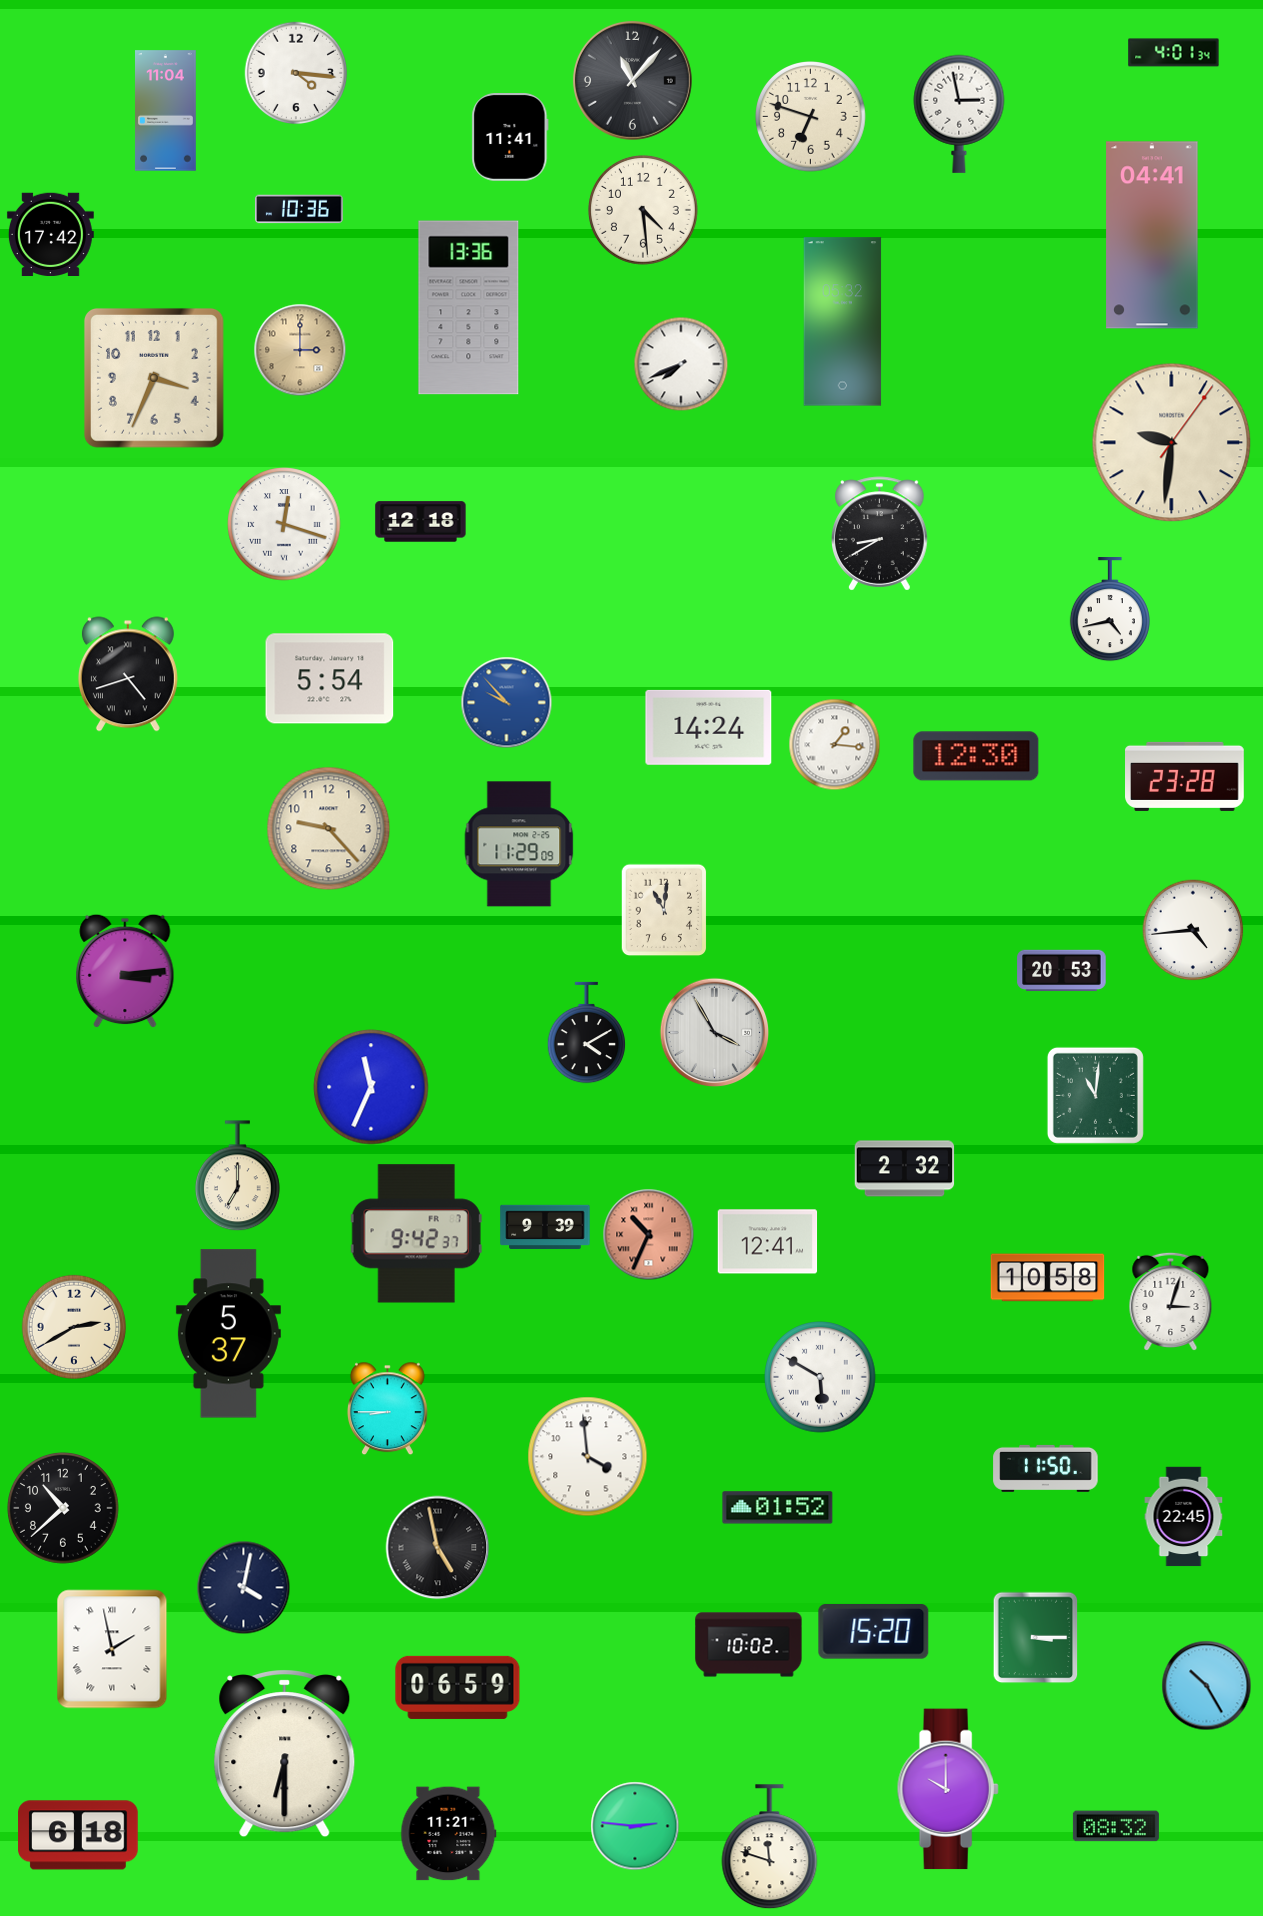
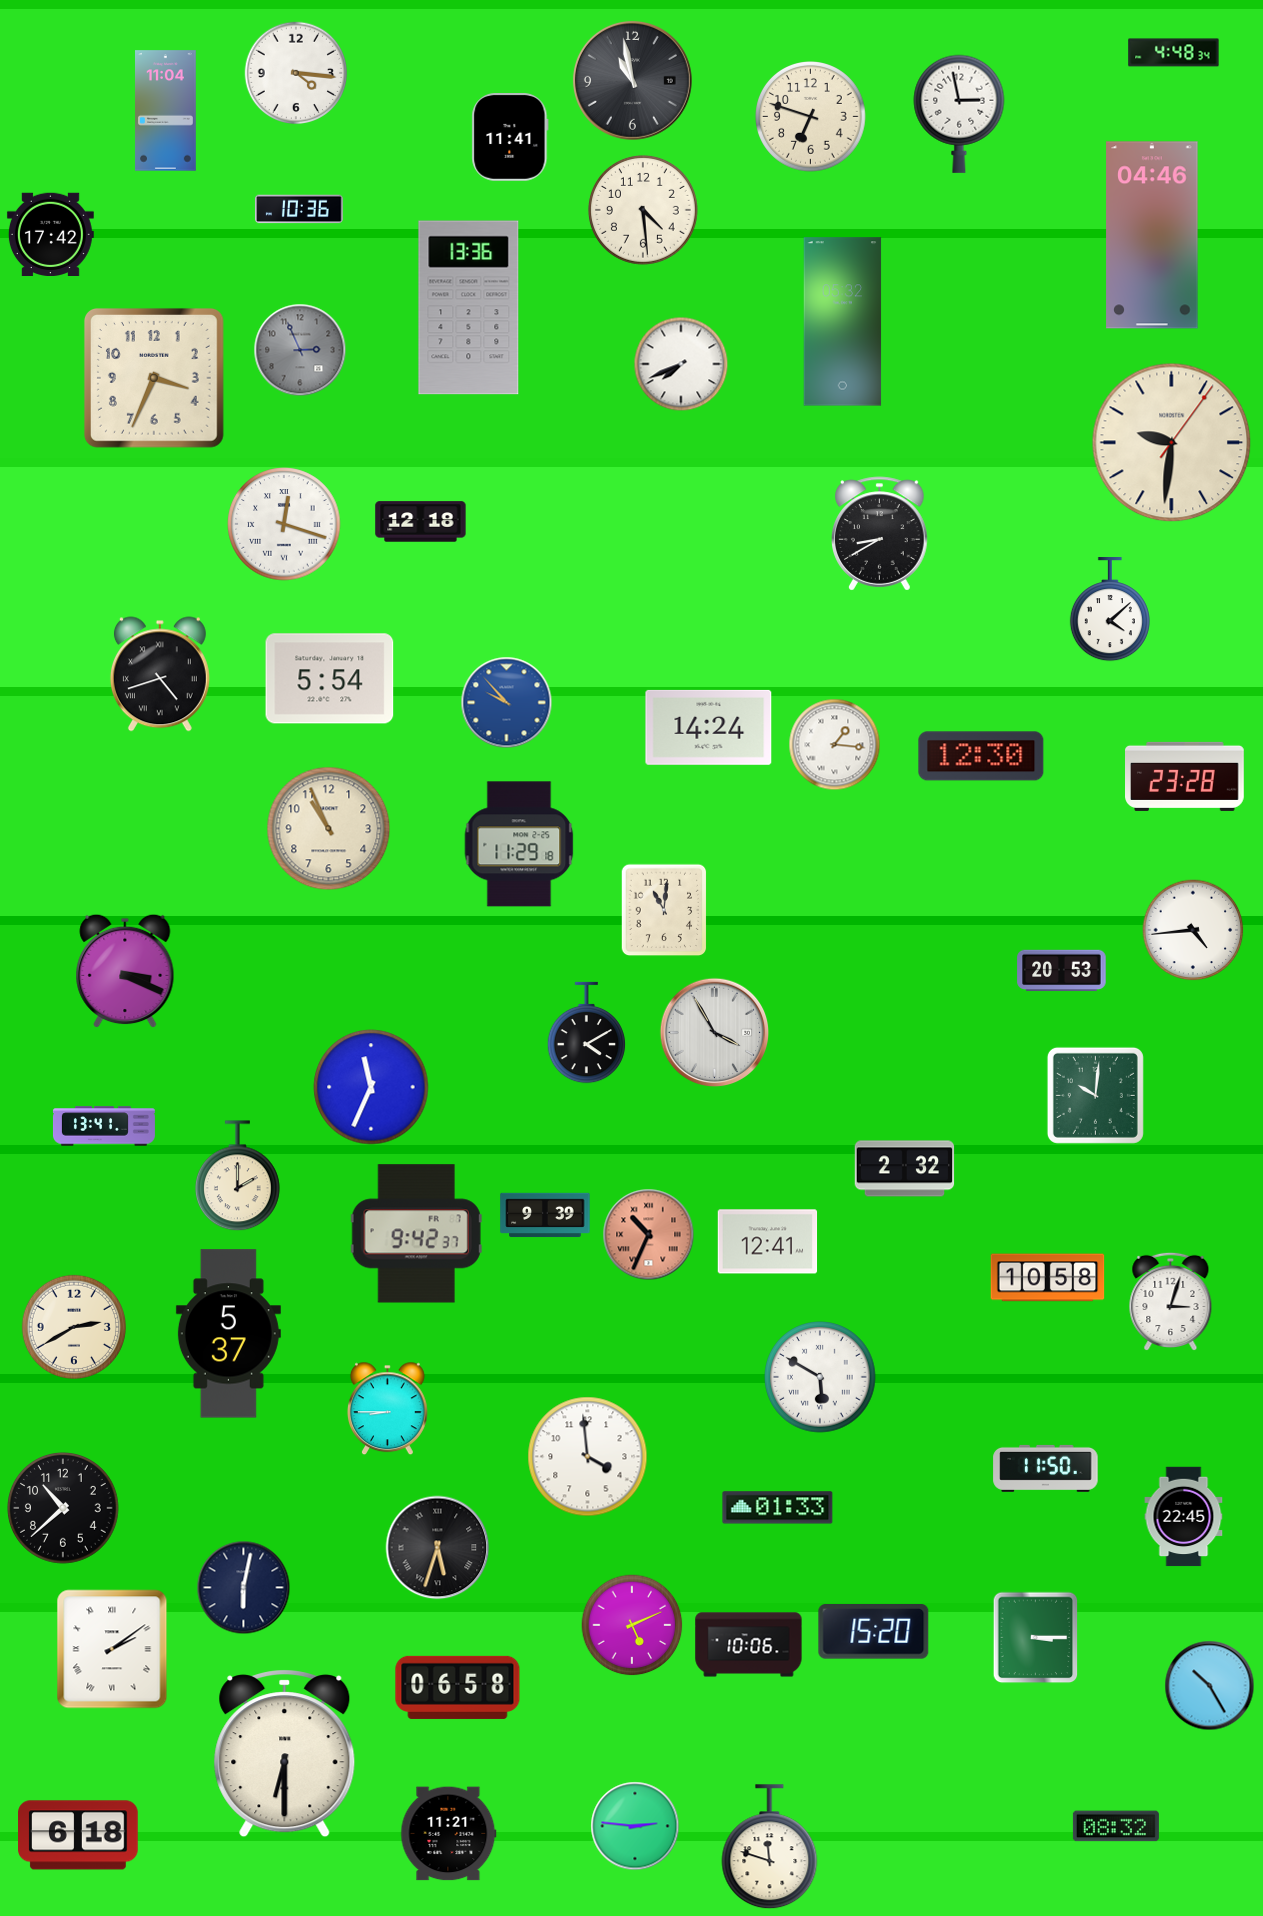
clock at (1174, 53): 4:01 -> 4:48
clock at (632, 80): 11:07 -> 10:58
clock at (1152, 235): 04:41 -> 04:46
clock at (300, 350): 3:00 -> 2:56
clock at (300, 350) dial: champagne -> grey
clock at (1110, 610): 4:43 -> 4:08
clock at (128, 674) position: (128, 674) -> (160, 674)
clock at (976, 756) position: (976, 756) -> (981, 756)
clock at (329, 829): 9:23 -> 10:56
clock at (519, 844): 11:29:09 -> 11:29:18
clock at (125, 971): 3:14 -> 3:19
clock at (1095, 1095): 11:01 -> 10:01
clock at (104, 1126): none -> 13:41
clock at (237, 1176): 7:00 -> 2:00
clock at (545, 1227) position: (545, 1227) -> (545, 1215)
clock at (778, 1508): 01:52 -> 01:33
clock at (438, 1548): 4:58 -> 5:33
clock at (244, 1588): 4:02 -> 6:02
clock at (632, 1625): none -> 5:11
clock at (749, 1645): 10:02 -> 10:06
clock at (112, 1649): 1:58 -> 2:09
clock at (1207, 1686) position: (1207, 1686) -> (1210, 1686)
clock at (458, 1687): 06:59 -> 06:58
clock at (948, 1789): 10:00 -> none
